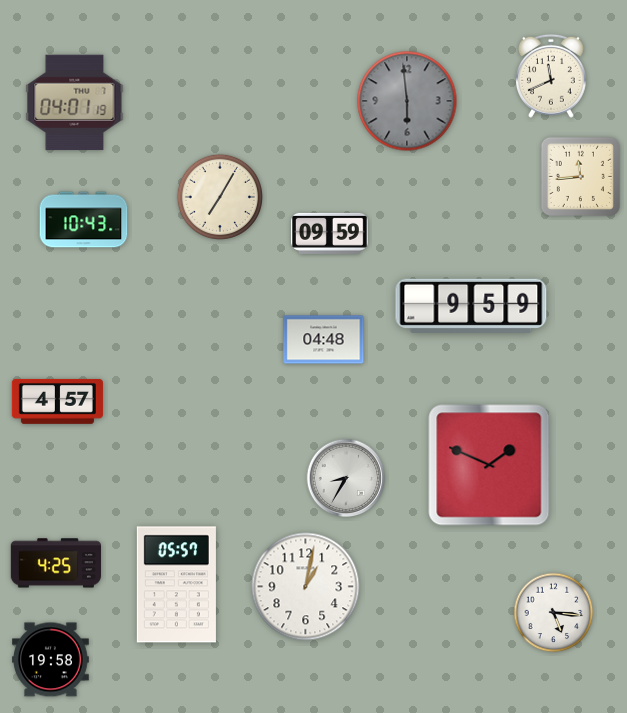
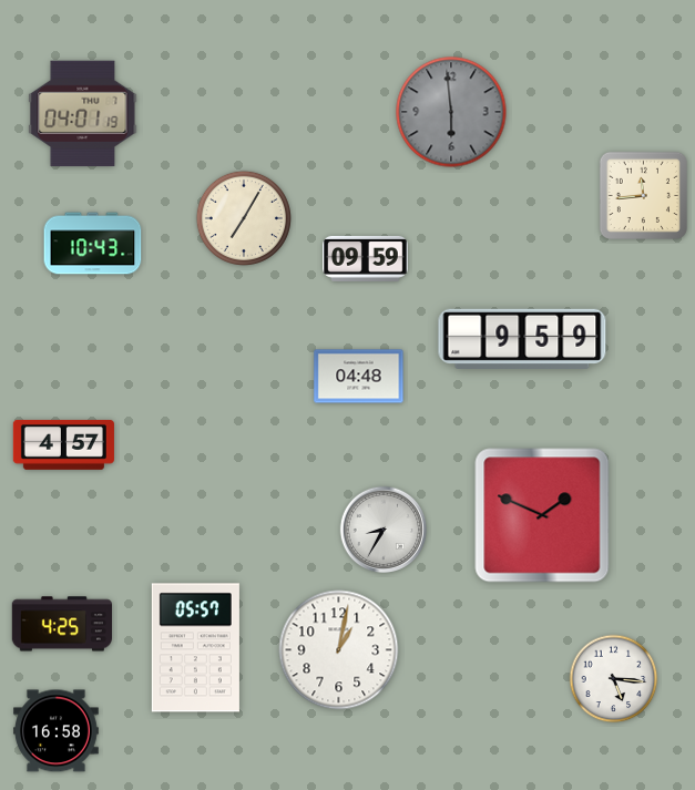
clock at (551, 76): 11:41 -> none
clock at (51, 660): 19:58 -> 16:58
